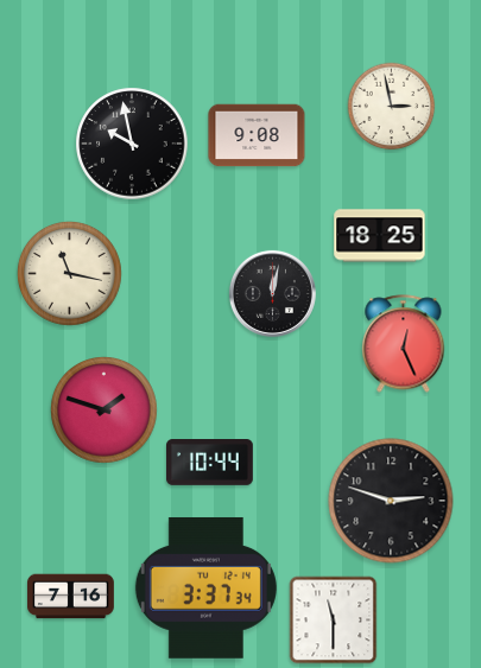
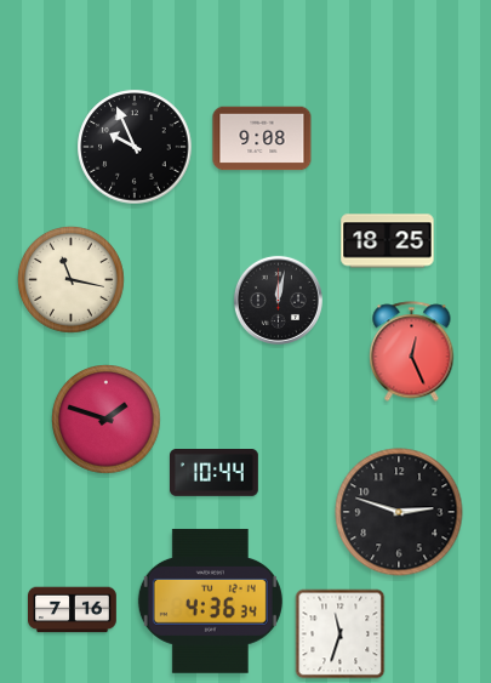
clock at (392, 107): 2:58 -> none
clock at (132, 144): 9:58 -> 9:56
clock at (205, 587): 3:37 -> 4:36
clock at (334, 621): 11:30 -> 11:33
